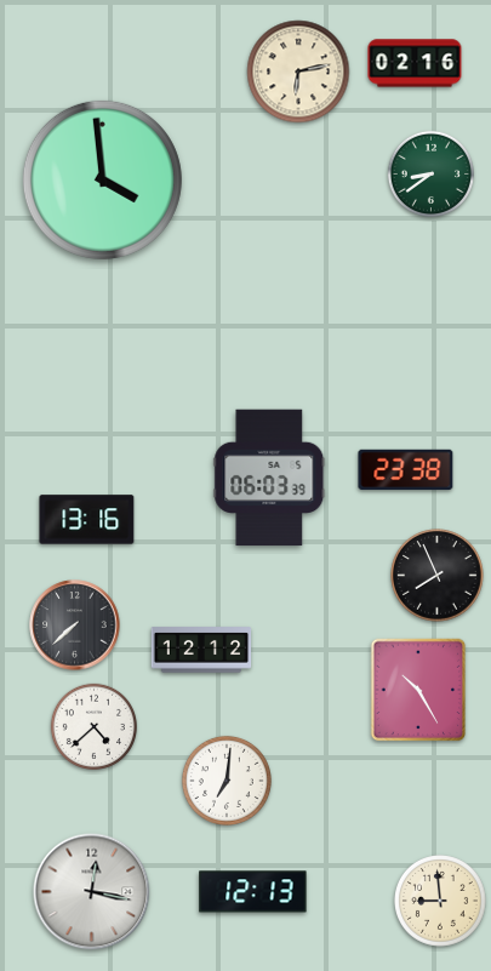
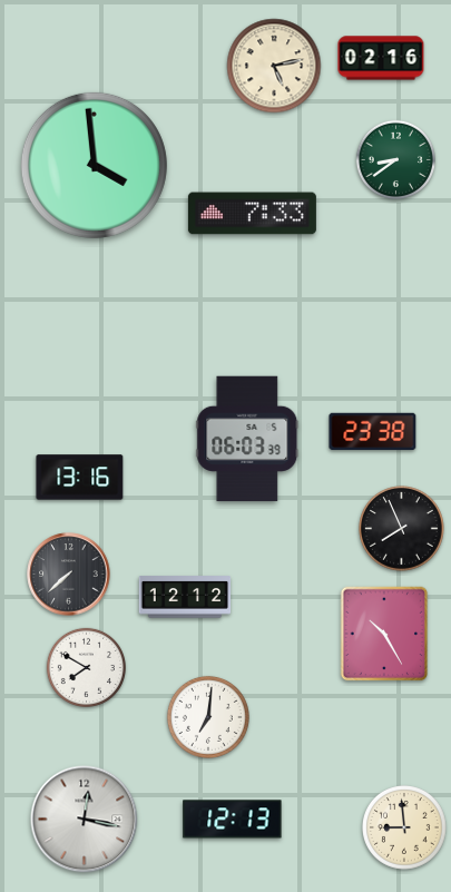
clock at (298, 72): 6:13 -> 5:13
clock at (252, 214): none -> 7:33
clock at (93, 726): 4:38 -> 7:50
